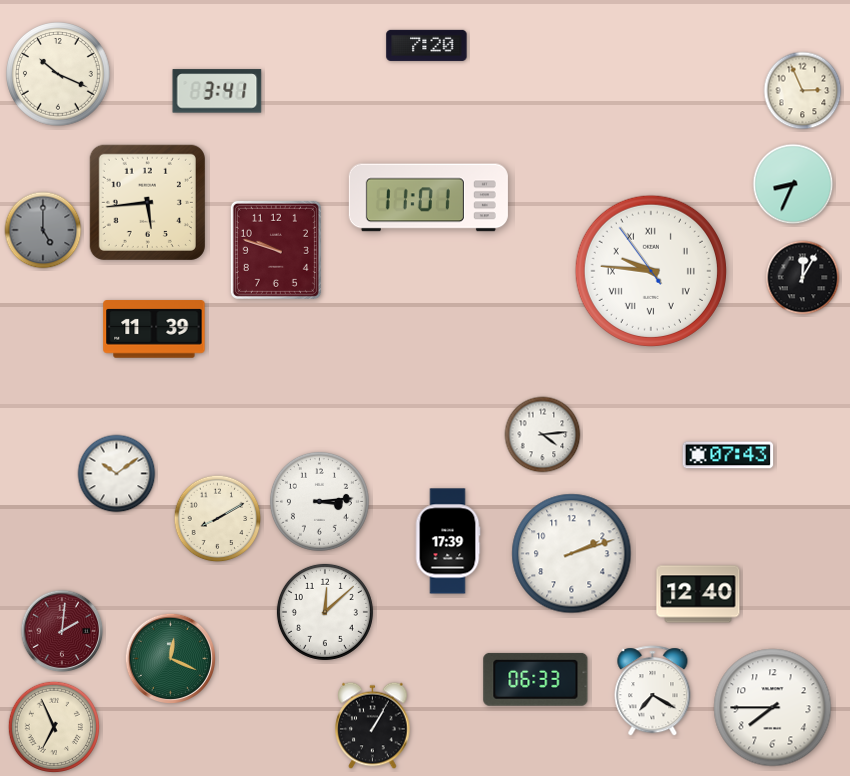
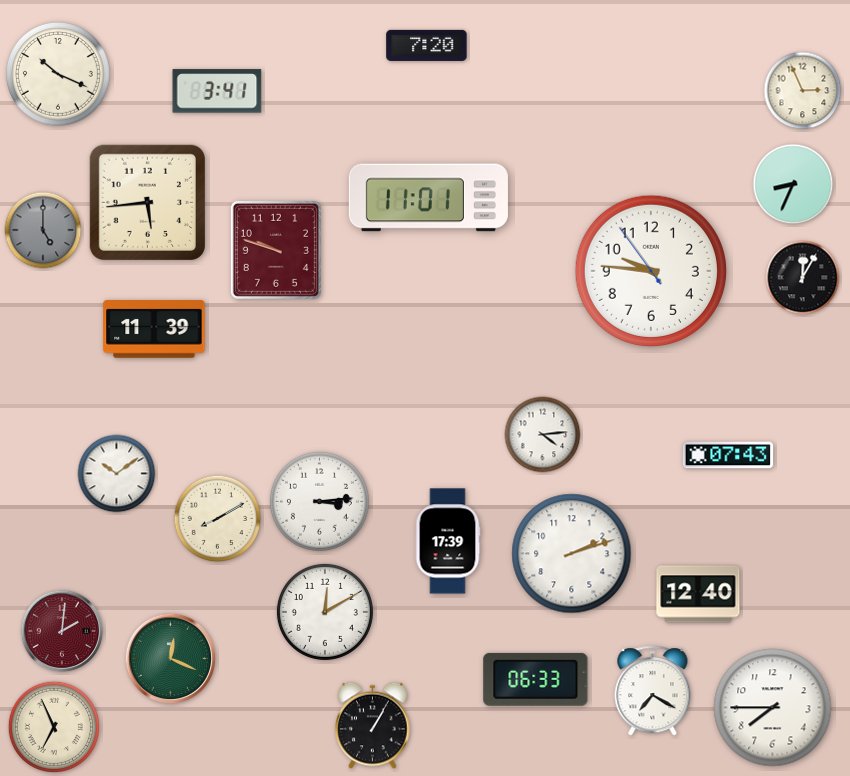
clock at (651, 271) numerals: Roman -> Arabic
clock at (325, 612): 12:08 -> 12:10
